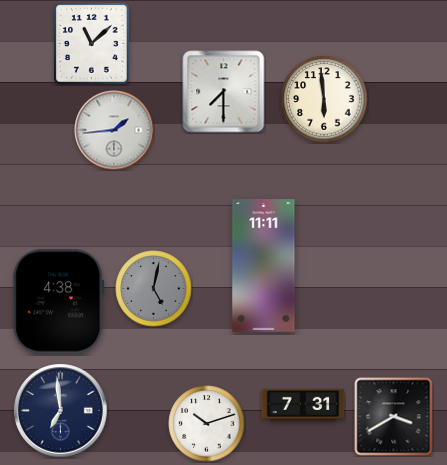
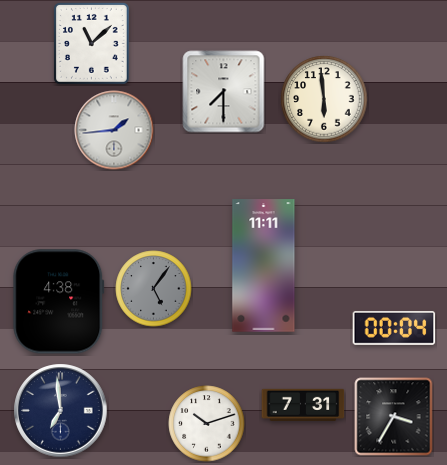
clock at (154, 289): 5:02 -> 5:06
clock at (394, 328): none -> 00:04
clock at (394, 417): 3:40 -> 3:35
